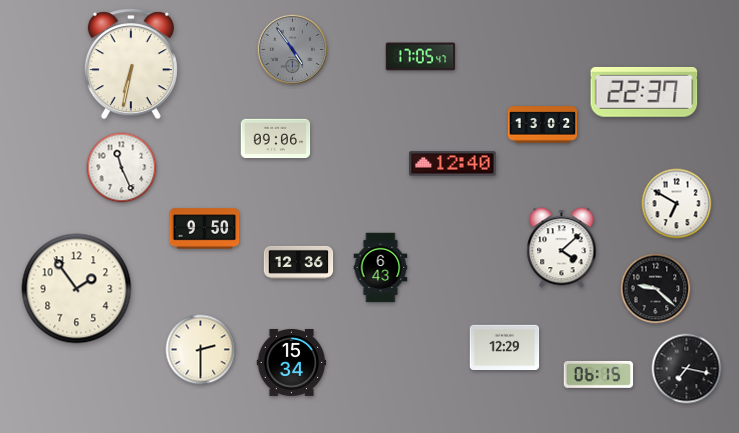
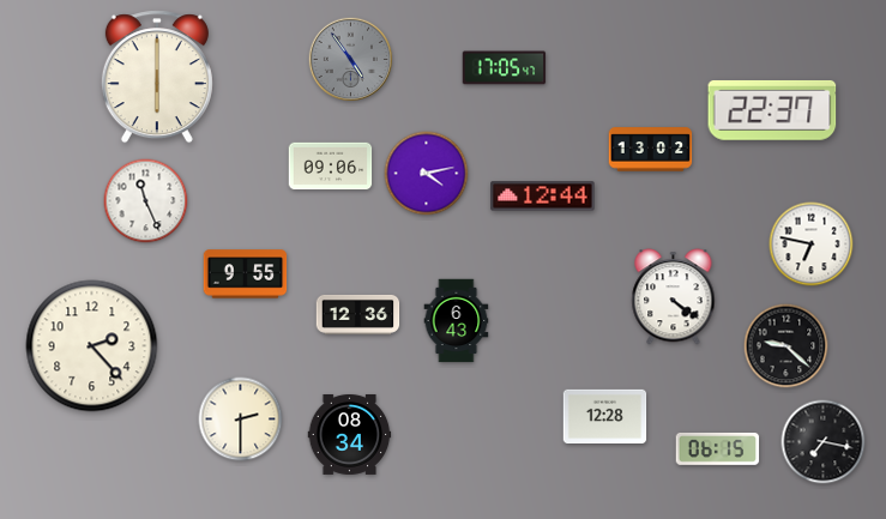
clock at (131, 64): 6:32 -> 6:00
clock at (427, 174): none -> 4:13
clock at (453, 164): 12:40 -> 12:44
clock at (677, 204): 6:50 -> 6:47
clock at (205, 229): 9:50 -> 9:55
clock at (562, 248): 4:08 -> 4:21
clock at (77, 289): 1:54 -> 2:23
clock at (505, 347): 12:29 -> 12:28
clock at (292, 362): 15:34 -> 08:34
